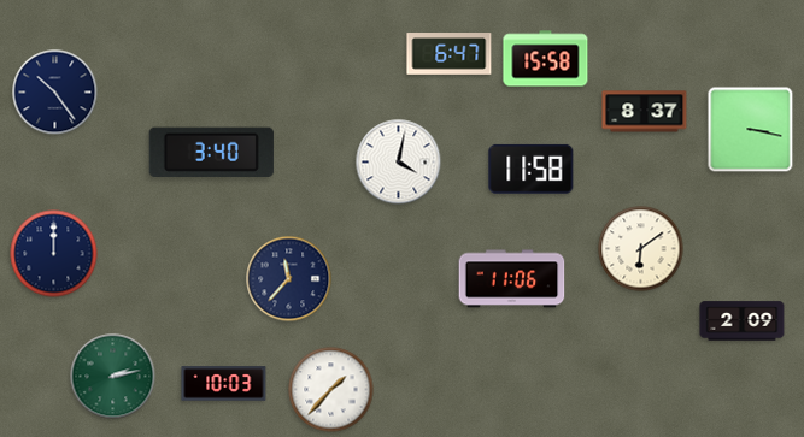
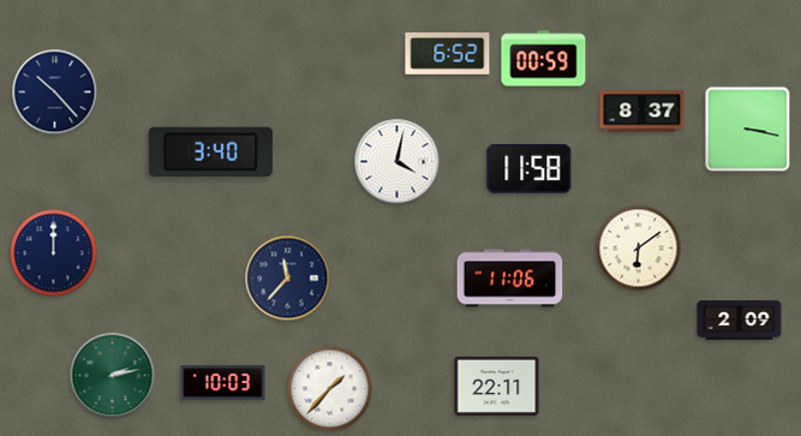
clock at (450, 54): 6:47 -> 6:52
clock at (546, 59): 15:58 -> 00:59
clock at (55, 93): 10:24 -> 10:23
clock at (497, 386): none -> 22:11
